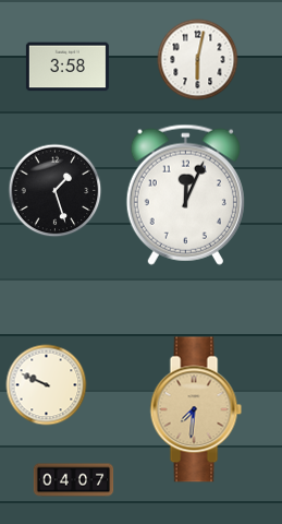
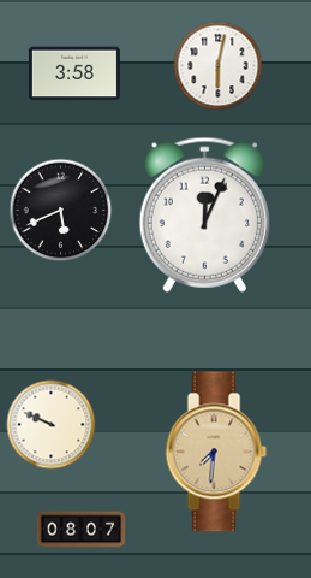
clock at (56, 191): 1:27 -> 5:41
clock at (74, 480): 04:07 -> 08:07
